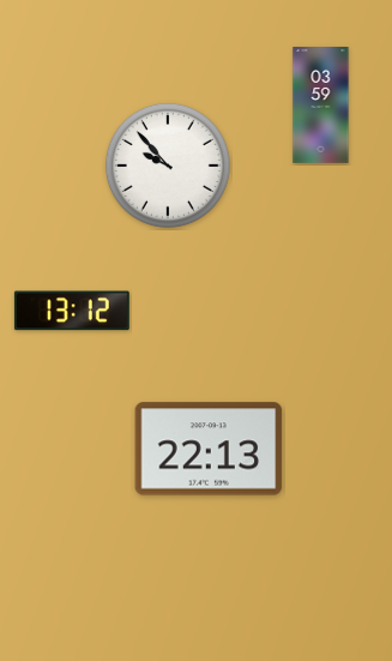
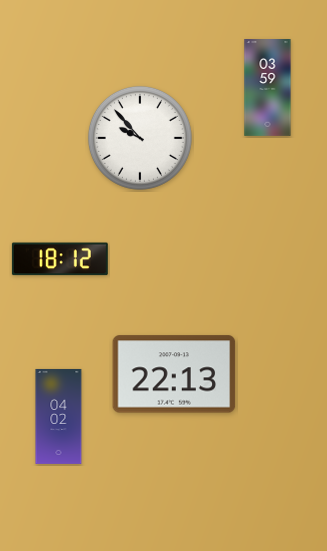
clock at (72, 311): 13:12 -> 18:12
clock at (59, 416): none -> 04:02
